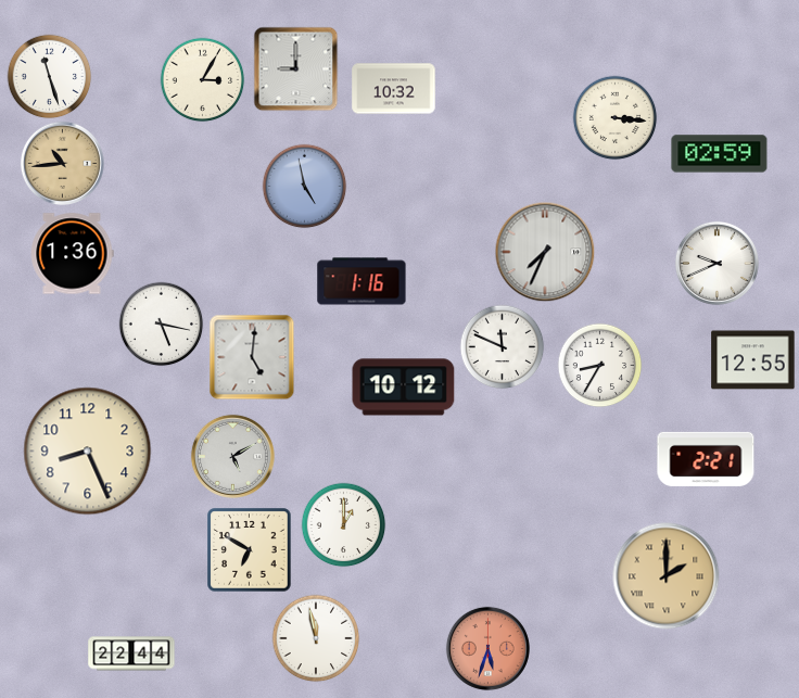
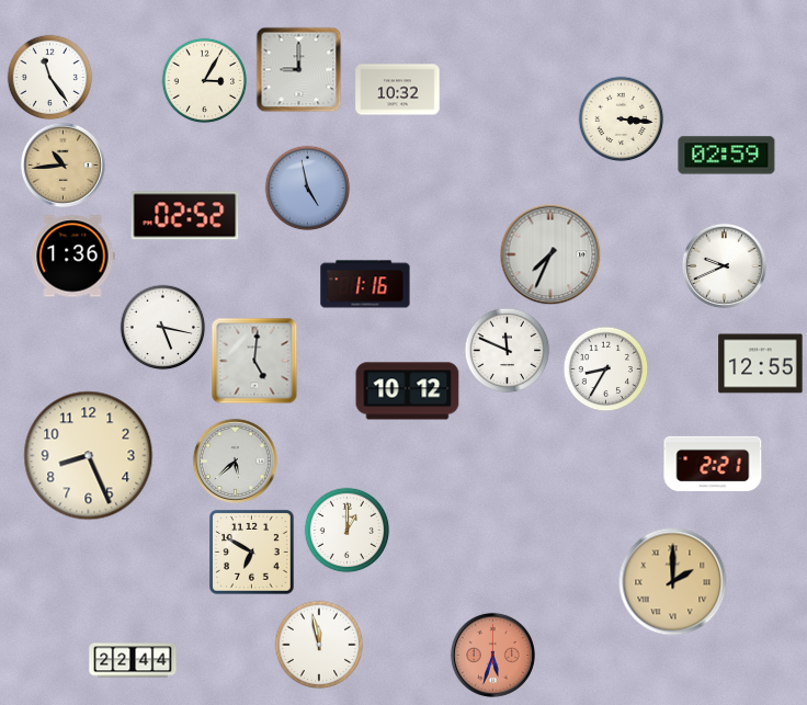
clock at (49, 76): 11:27 -> 11:24
clock at (185, 216): none -> 02:52
clock at (232, 456): 5:10 -> 5:38
clock at (250, 550) position: (250, 550) -> (252, 553)
